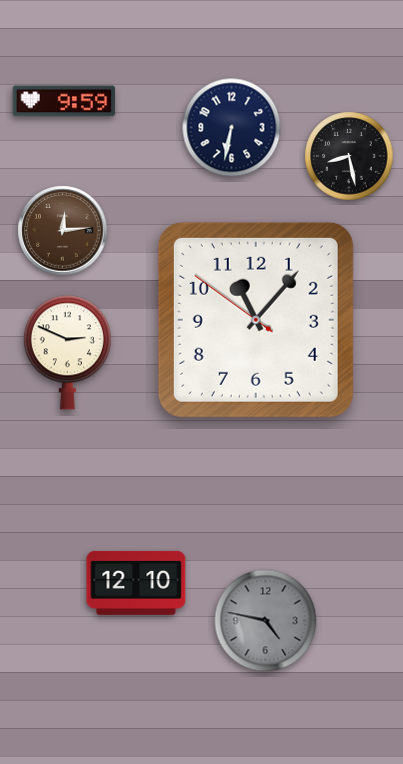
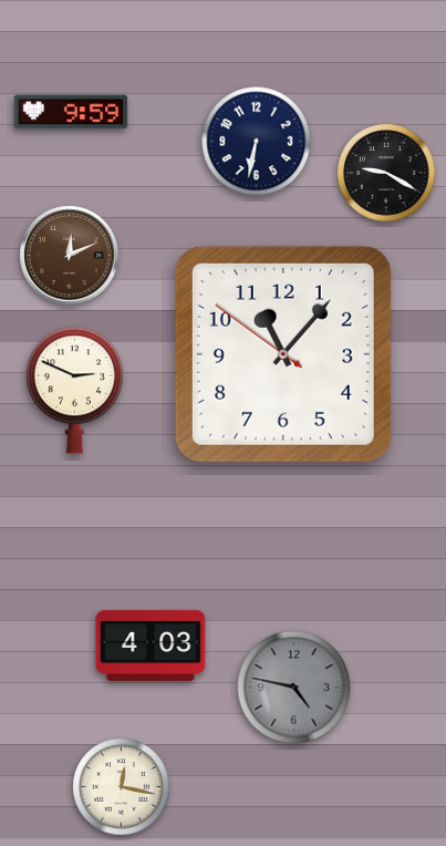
clock at (349, 156): 8:28 -> 9:20
clock at (63, 231): 12:14 -> 12:11
clock at (136, 583): 12:10 -> 4:03
clock at (122, 787): none -> 12:17
